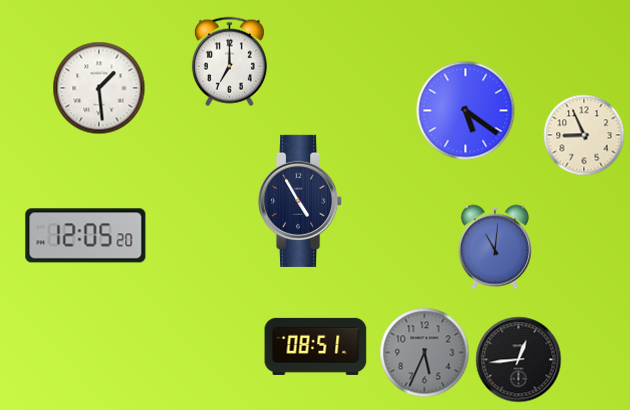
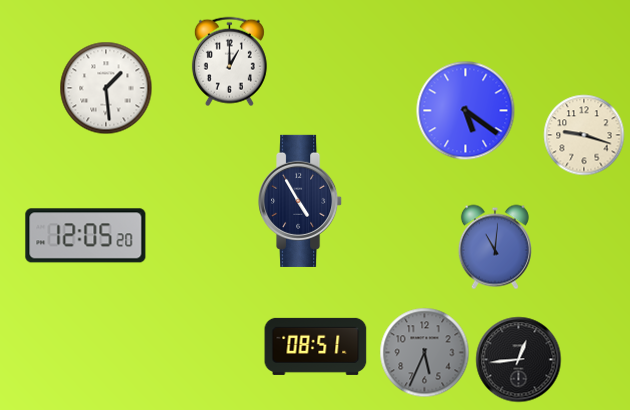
clock at (229, 62): 7:00 -> 1:00
clock at (99, 88) position: (99, 88) -> (106, 88)
clock at (584, 135): 8:56 -> 9:18
